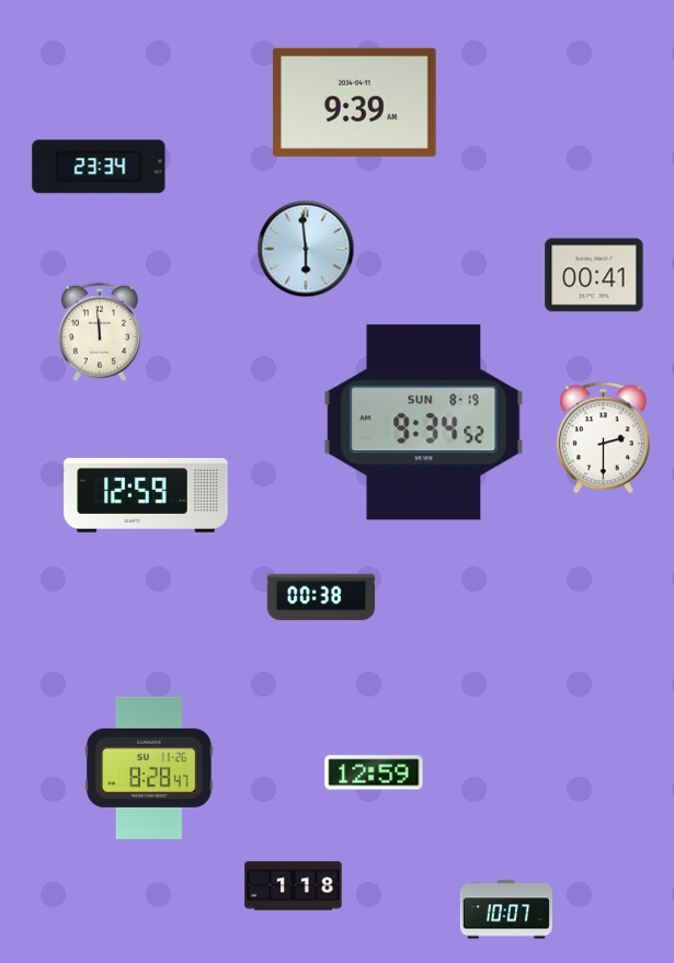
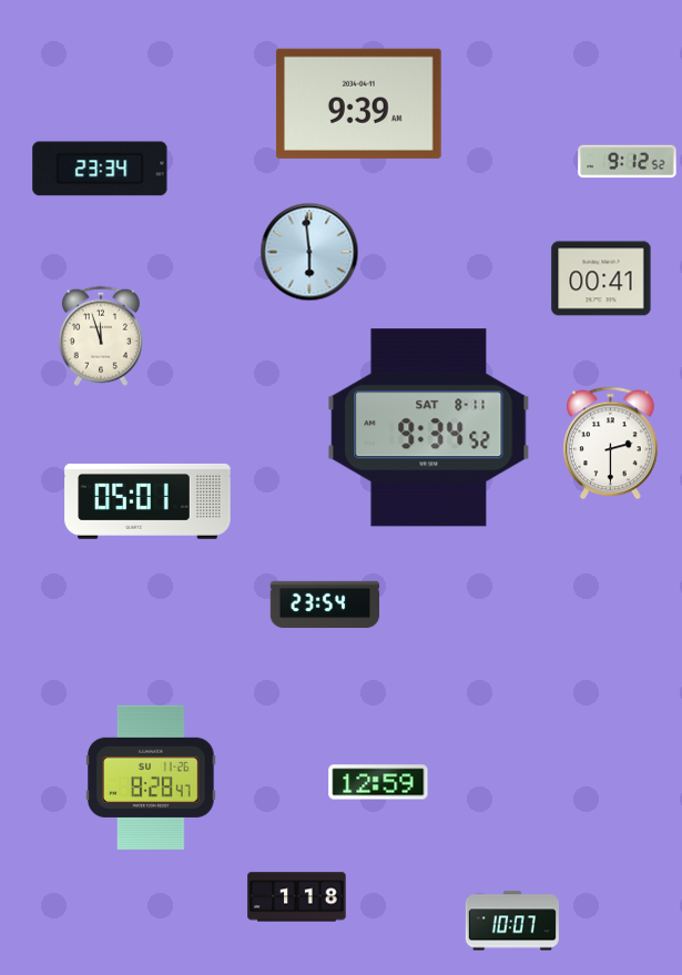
clock at (628, 162): none -> 9:12
clock at (100, 332): 11:59 -> 11:57
clock at (424, 423) date: SUN 8-19 -> SAT 8-11
clock at (146, 495): 12:59 -> 05:01
clock at (321, 597): 00:38 -> 23:54
